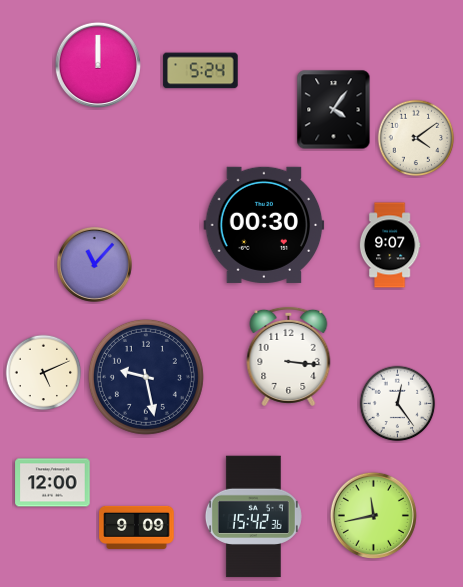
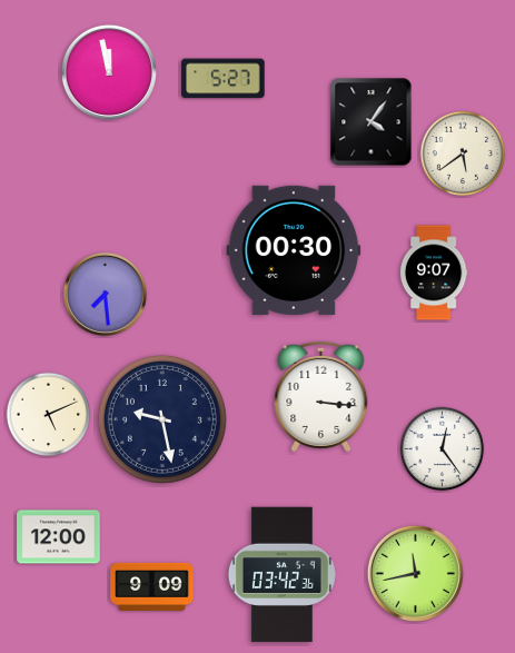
clock at (98, 65): 12:00 -> 11:58
clock at (201, 71): 5:24 -> 5:27
clock at (416, 138): 4:09 -> 5:39
clock at (94, 264): 11:07 -> 7:29
clock at (253, 517): 15:42 -> 03:42
